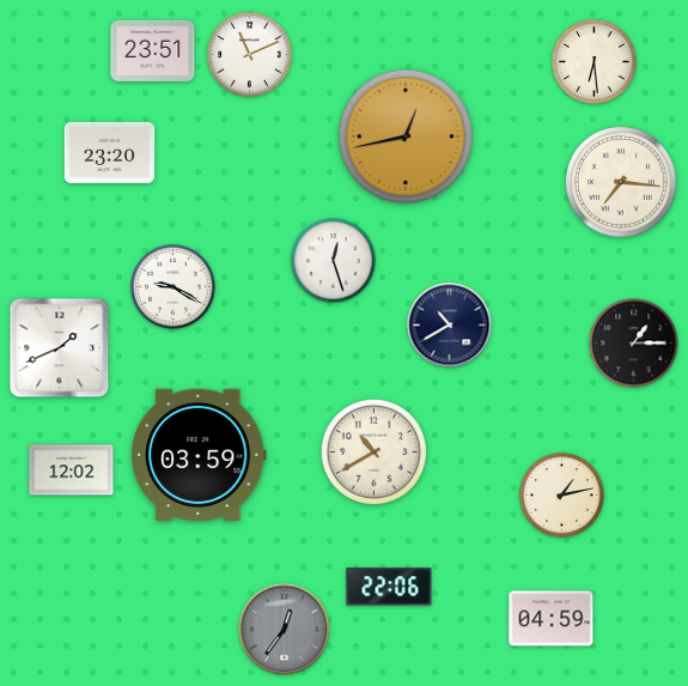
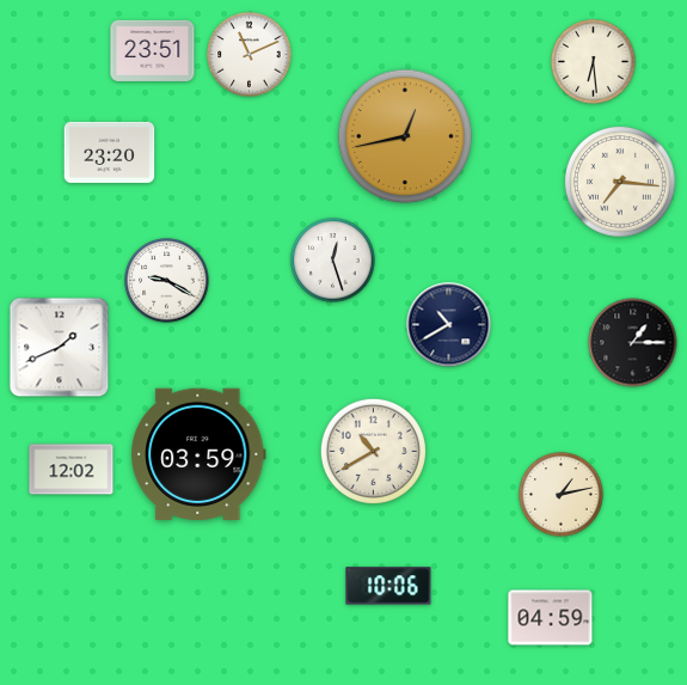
clock at (173, 287) position: (173, 287) -> (167, 281)
clock at (389, 587): 22:06 -> 10:06
clock at (285, 630): 12:36 -> none
